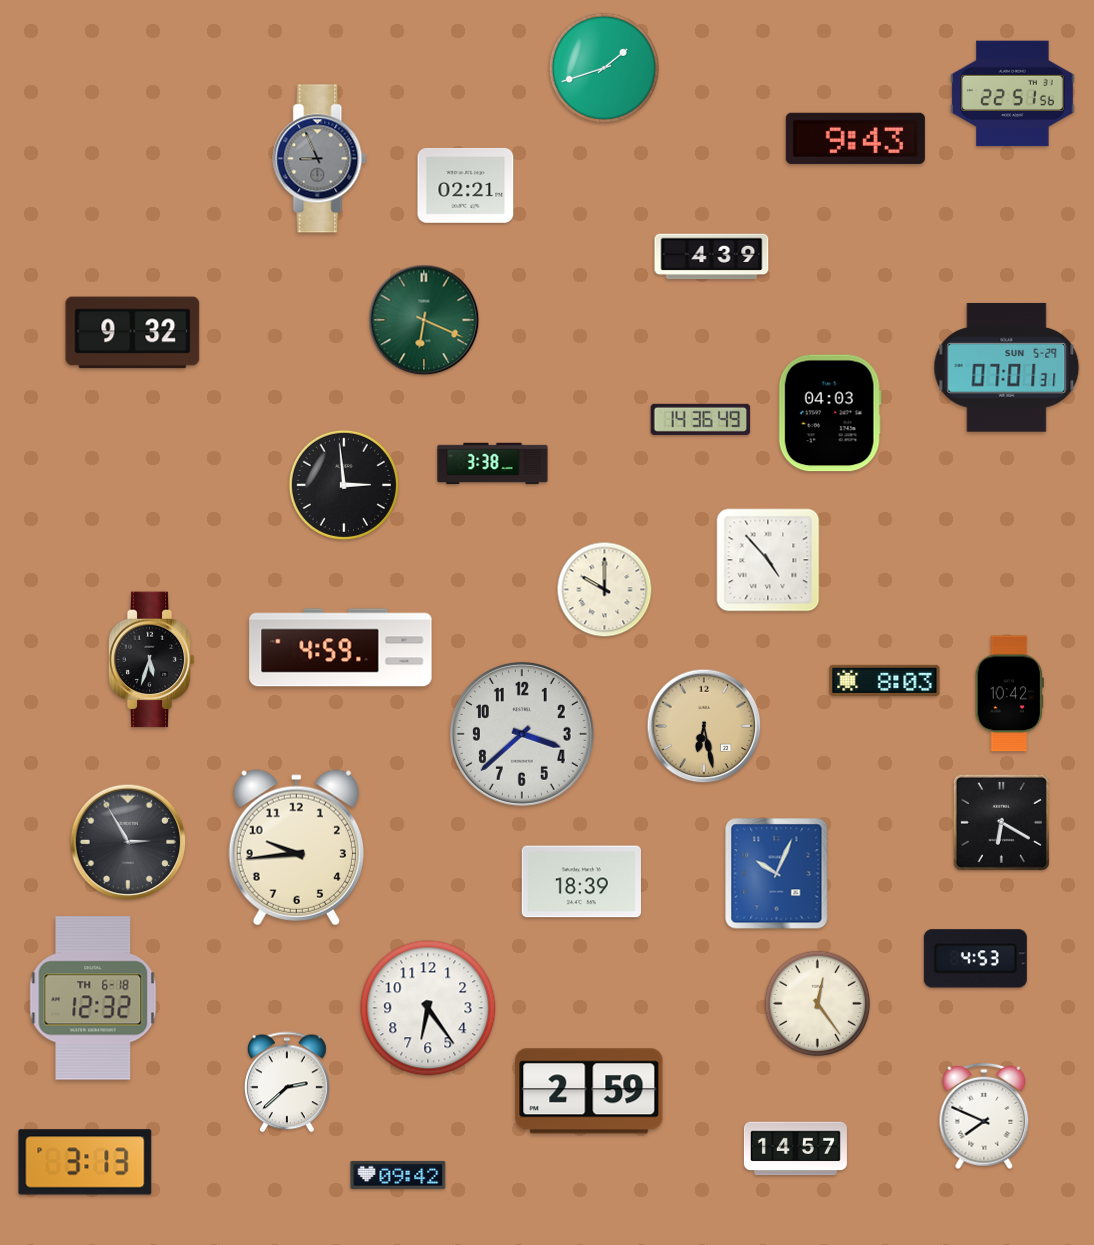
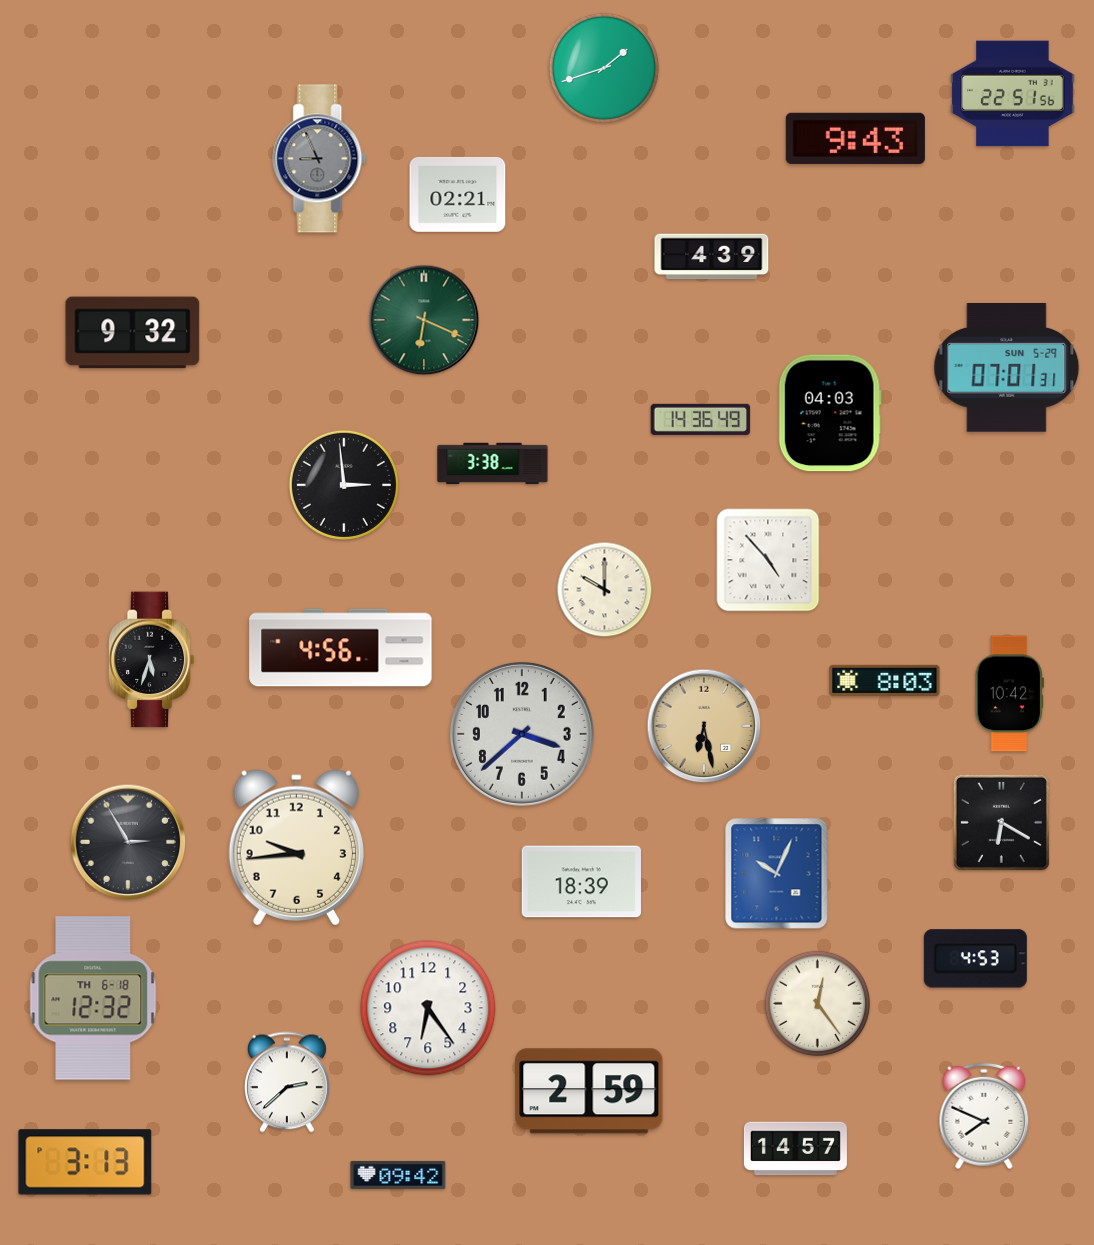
clock at (466, 186) position: (466, 186) -> (458, 195)
clock at (341, 648): 4:59 -> 4:56
